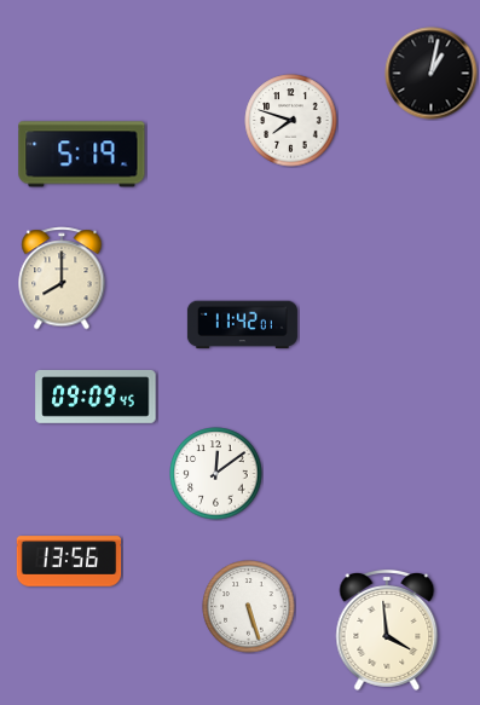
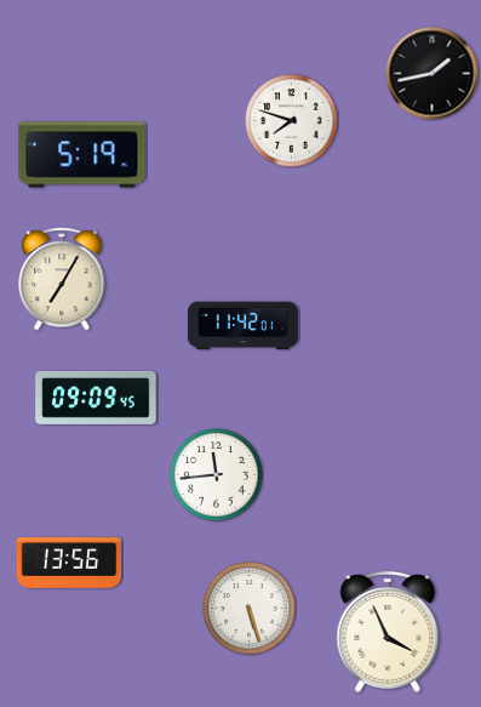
clock at (432, 74): 1:02 -> 1:43
clock at (62, 278): 8:00 -> 7:05
clock at (216, 474): 12:09 -> 11:44
clock at (387, 630): 3:59 -> 3:56
